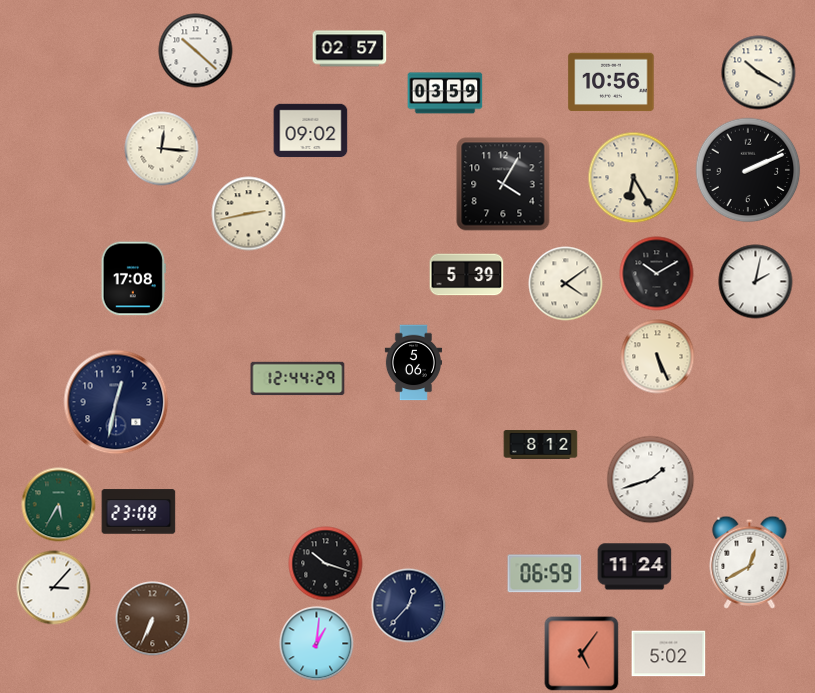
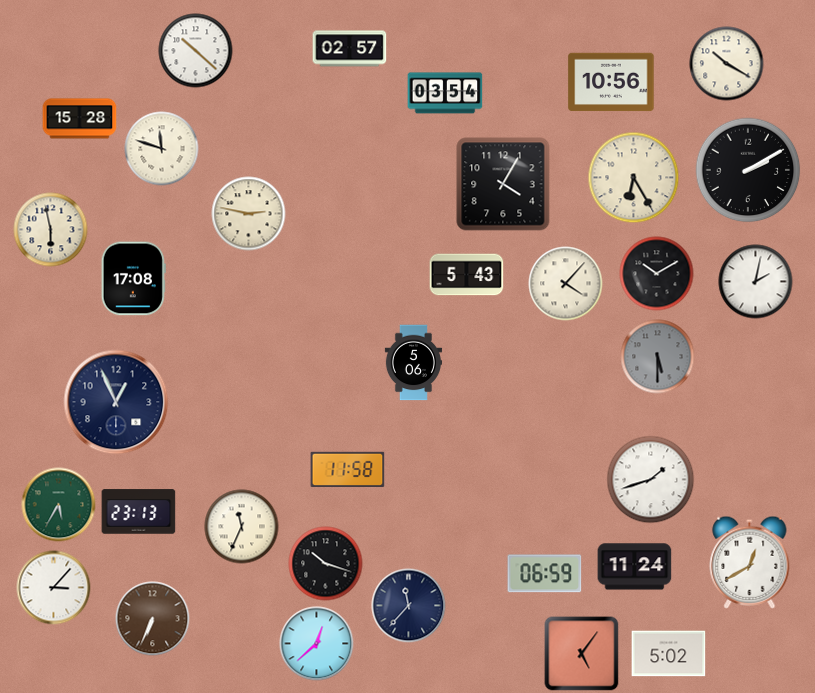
clock at (759, 73) position: (759, 73) -> (727, 64)
clock at (445, 93): 03:59 -> 03:54
clock at (80, 119): none -> 15:28
clock at (311, 131): 09:02 -> none
clock at (162, 149): 12:16 -> 11:48
clock at (748, 170): 2:11 -> 2:10
clock at (249, 214): 2:43 -> 2:47
clock at (51, 230): none -> 5:58
clock at (467, 275): 5:39 -> 5:43
clock at (566, 284): 4:09 -> 4:07
clock at (658, 357): 5:26 -> 5:30
clock at (658, 357) dial: cream -> grey
clock at (298, 379): 12:44 -> none
clock at (116, 402): 12:32 -> 12:56
clock at (541, 445): 8:12 -> none
clock at (348, 469): none -> 11:58
clock at (139, 512): 23:08 -> 23:13
clock at (242, 527): none -> 11:34
clock at (409, 606): 12:37 -> 11:37
clock at (317, 644): 1:01 -> 12:38
